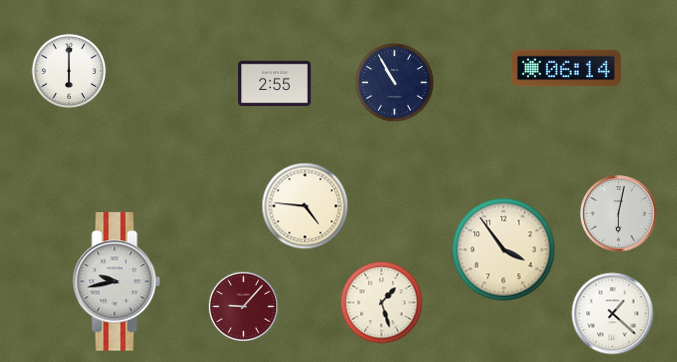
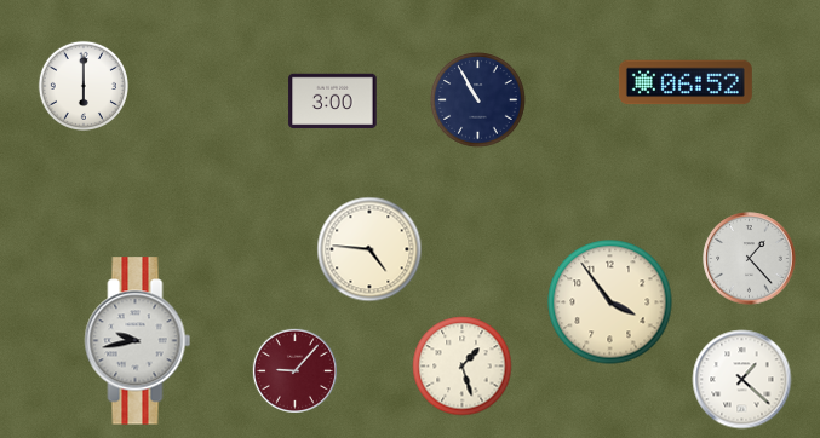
clock at (566, 68): 06:14 -> 06:52
clock at (275, 84): 2:55 -> 3:00
clock at (619, 214): 6:02 -> 1:23
clock at (117, 282) position: (117, 282) -> (138, 341)
